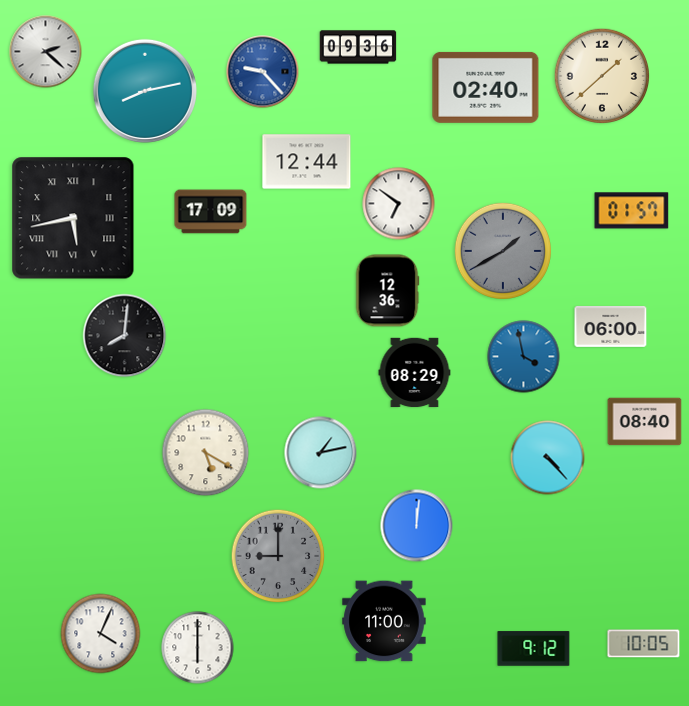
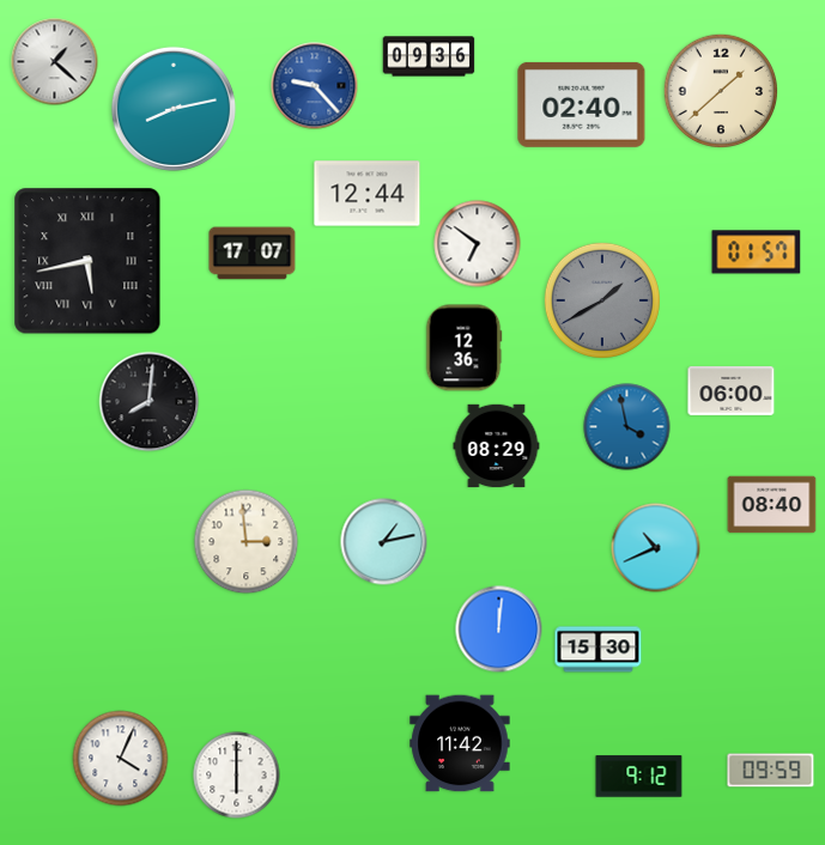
clock at (46, 52): 2:22 -> 1:22
clock at (211, 212): 17:09 -> 17:07
clock at (206, 453): 5:20 -> 2:59
clock at (548, 458): 4:23 -> 10:41
clock at (599, 650): none -> 15:30
clock at (278, 556): 9:00 -> none
clock at (384, 621): 11:00 -> 11:42
clock at (644, 644): 10:05 -> 09:59
